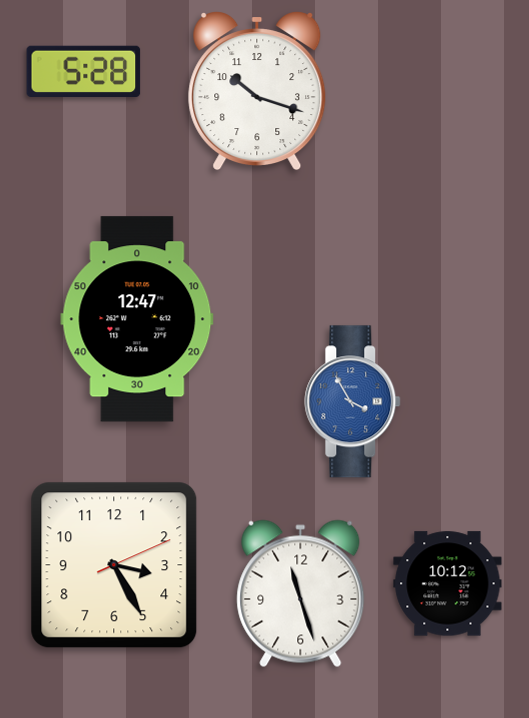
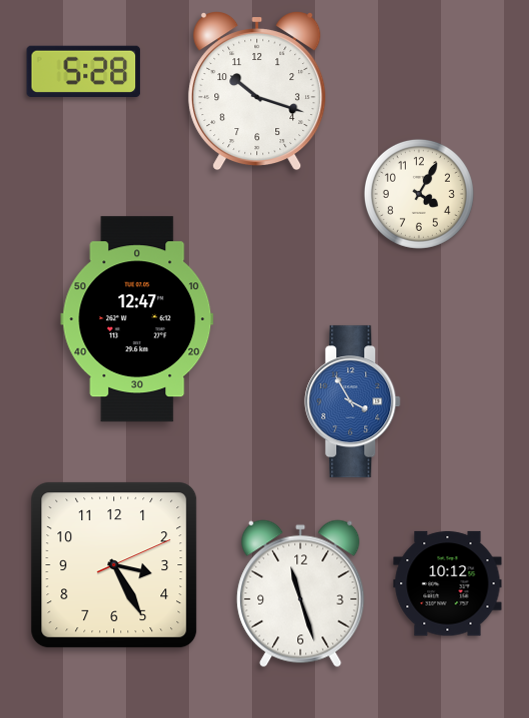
clock at (419, 194): none -> 4:05
